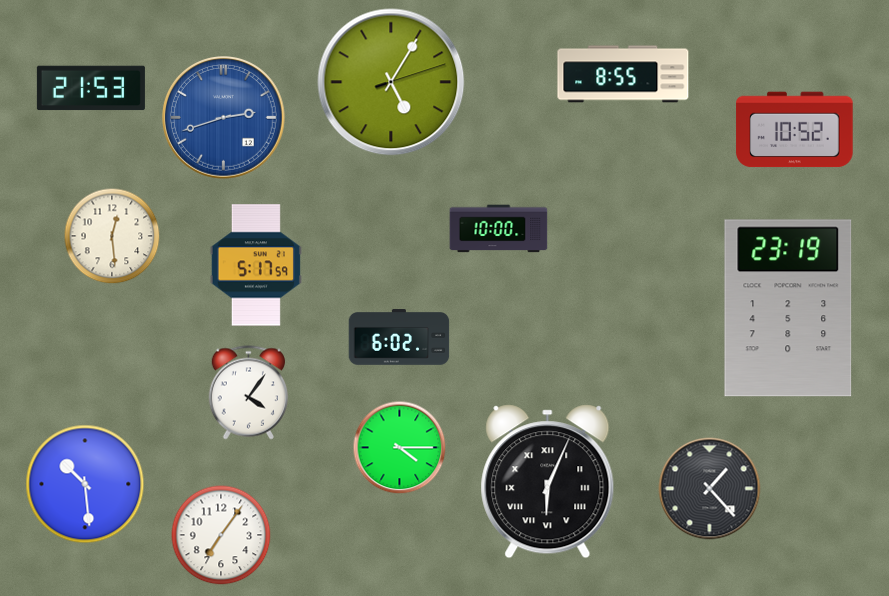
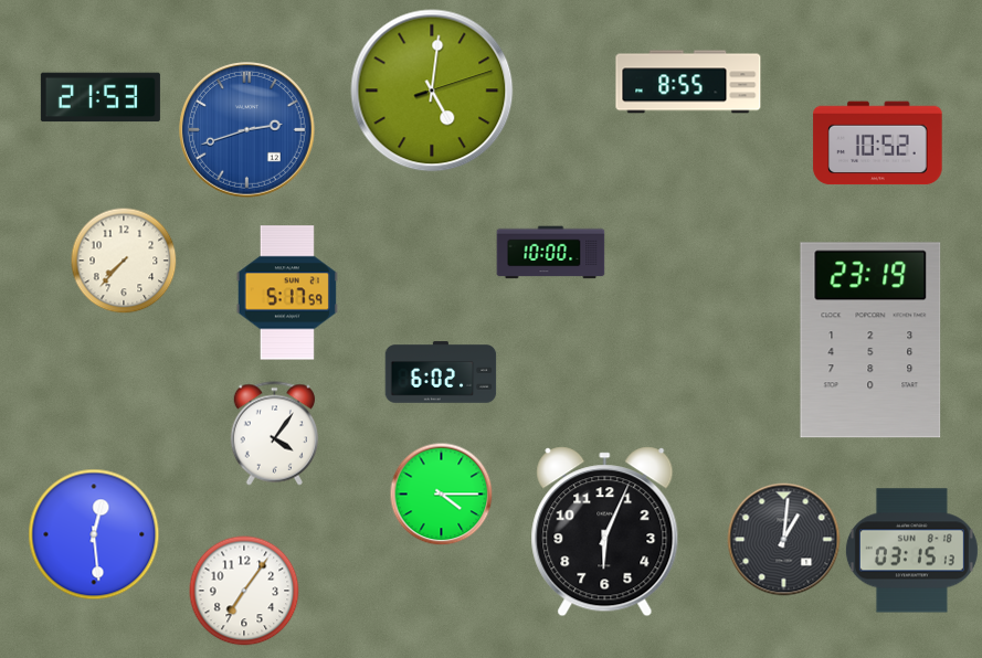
clock at (391, 82): 5:05 -> 5:01
clock at (112, 236): 12:29 -> 7:37
clock at (256, 265) position: (256, 265) -> (287, 293)
clock at (548, 482) numerals: Roman -> Arabic
clock at (85, 484): 10:29 -> 12:29
clock at (710, 489): 1:23 -> 1:01
clock at (911, 551): none -> 03:15
